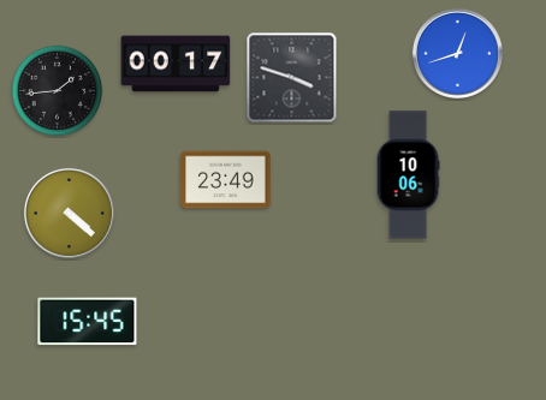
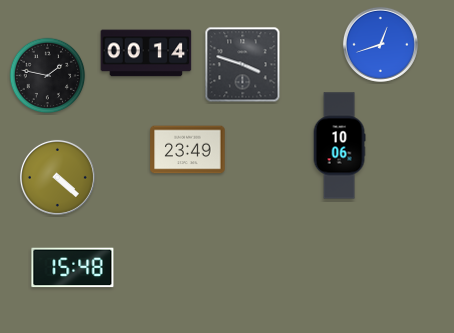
clock at (176, 64): 00:17 -> 00:14
clock at (58, 91): 1:44 -> 1:47
clock at (88, 322): 15:45 -> 15:48
